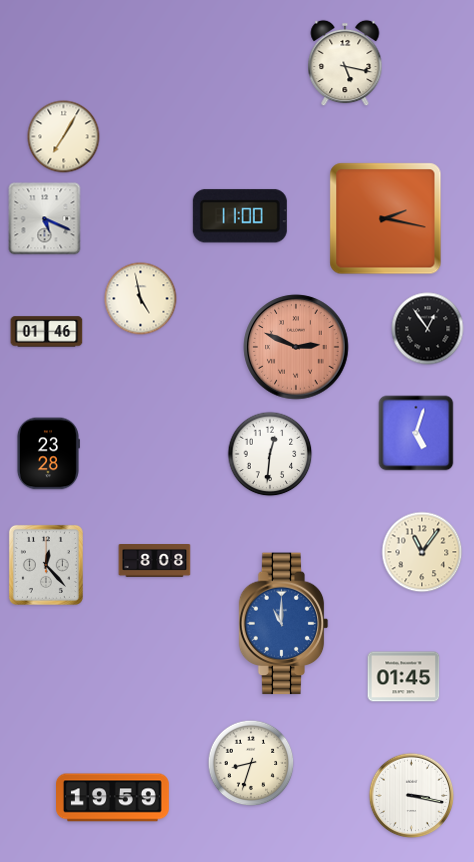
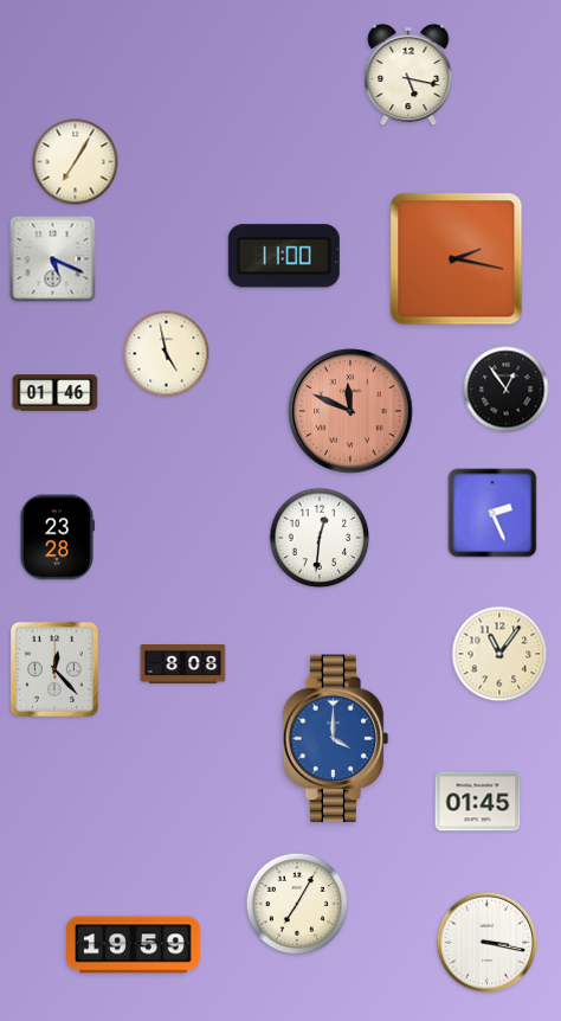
clock at (296, 347): 2:49 -> 11:49
clock at (416, 433): 5:03 -> 2:26
clock at (284, 624): 11:00 -> 4:00
clock at (251, 763): 8:33 -> 7:05
